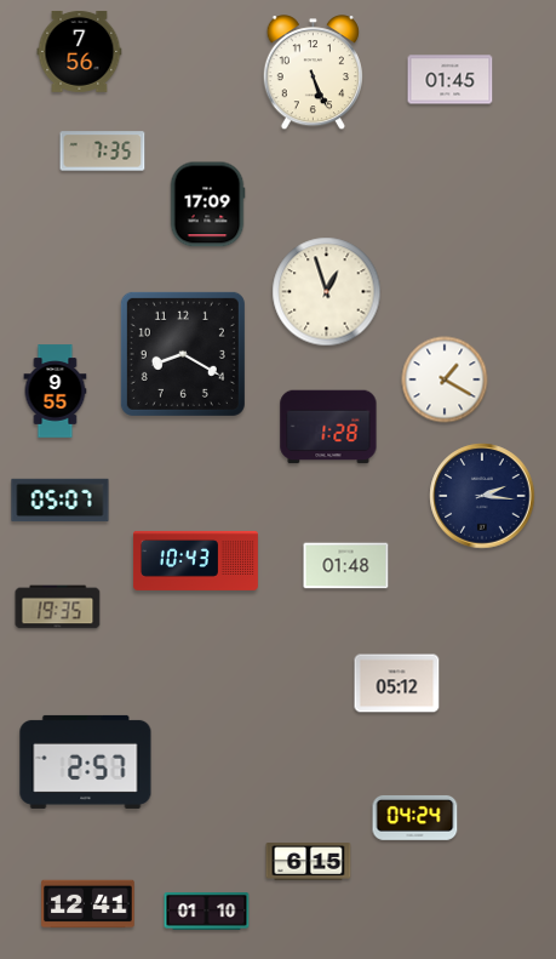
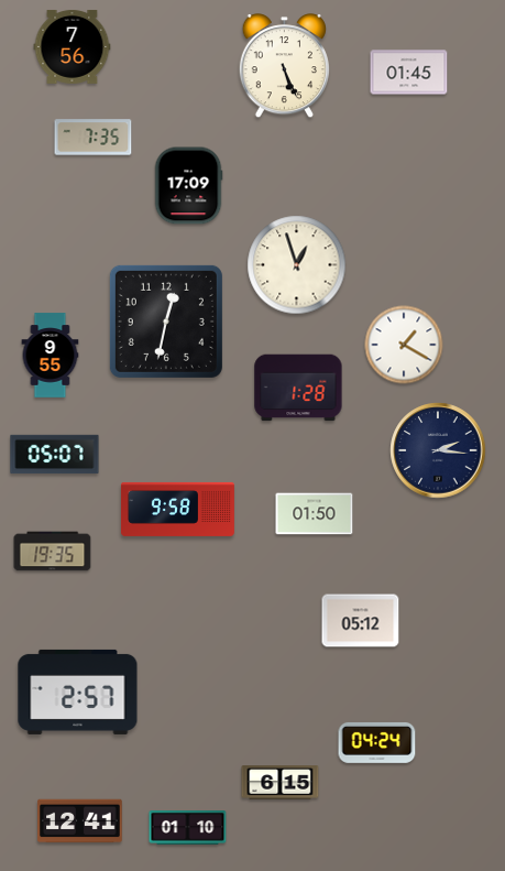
clock at (183, 354): 8:20 -> 12:32
clock at (195, 560): 10:43 -> 9:58
clock at (346, 566): 01:48 -> 01:50
